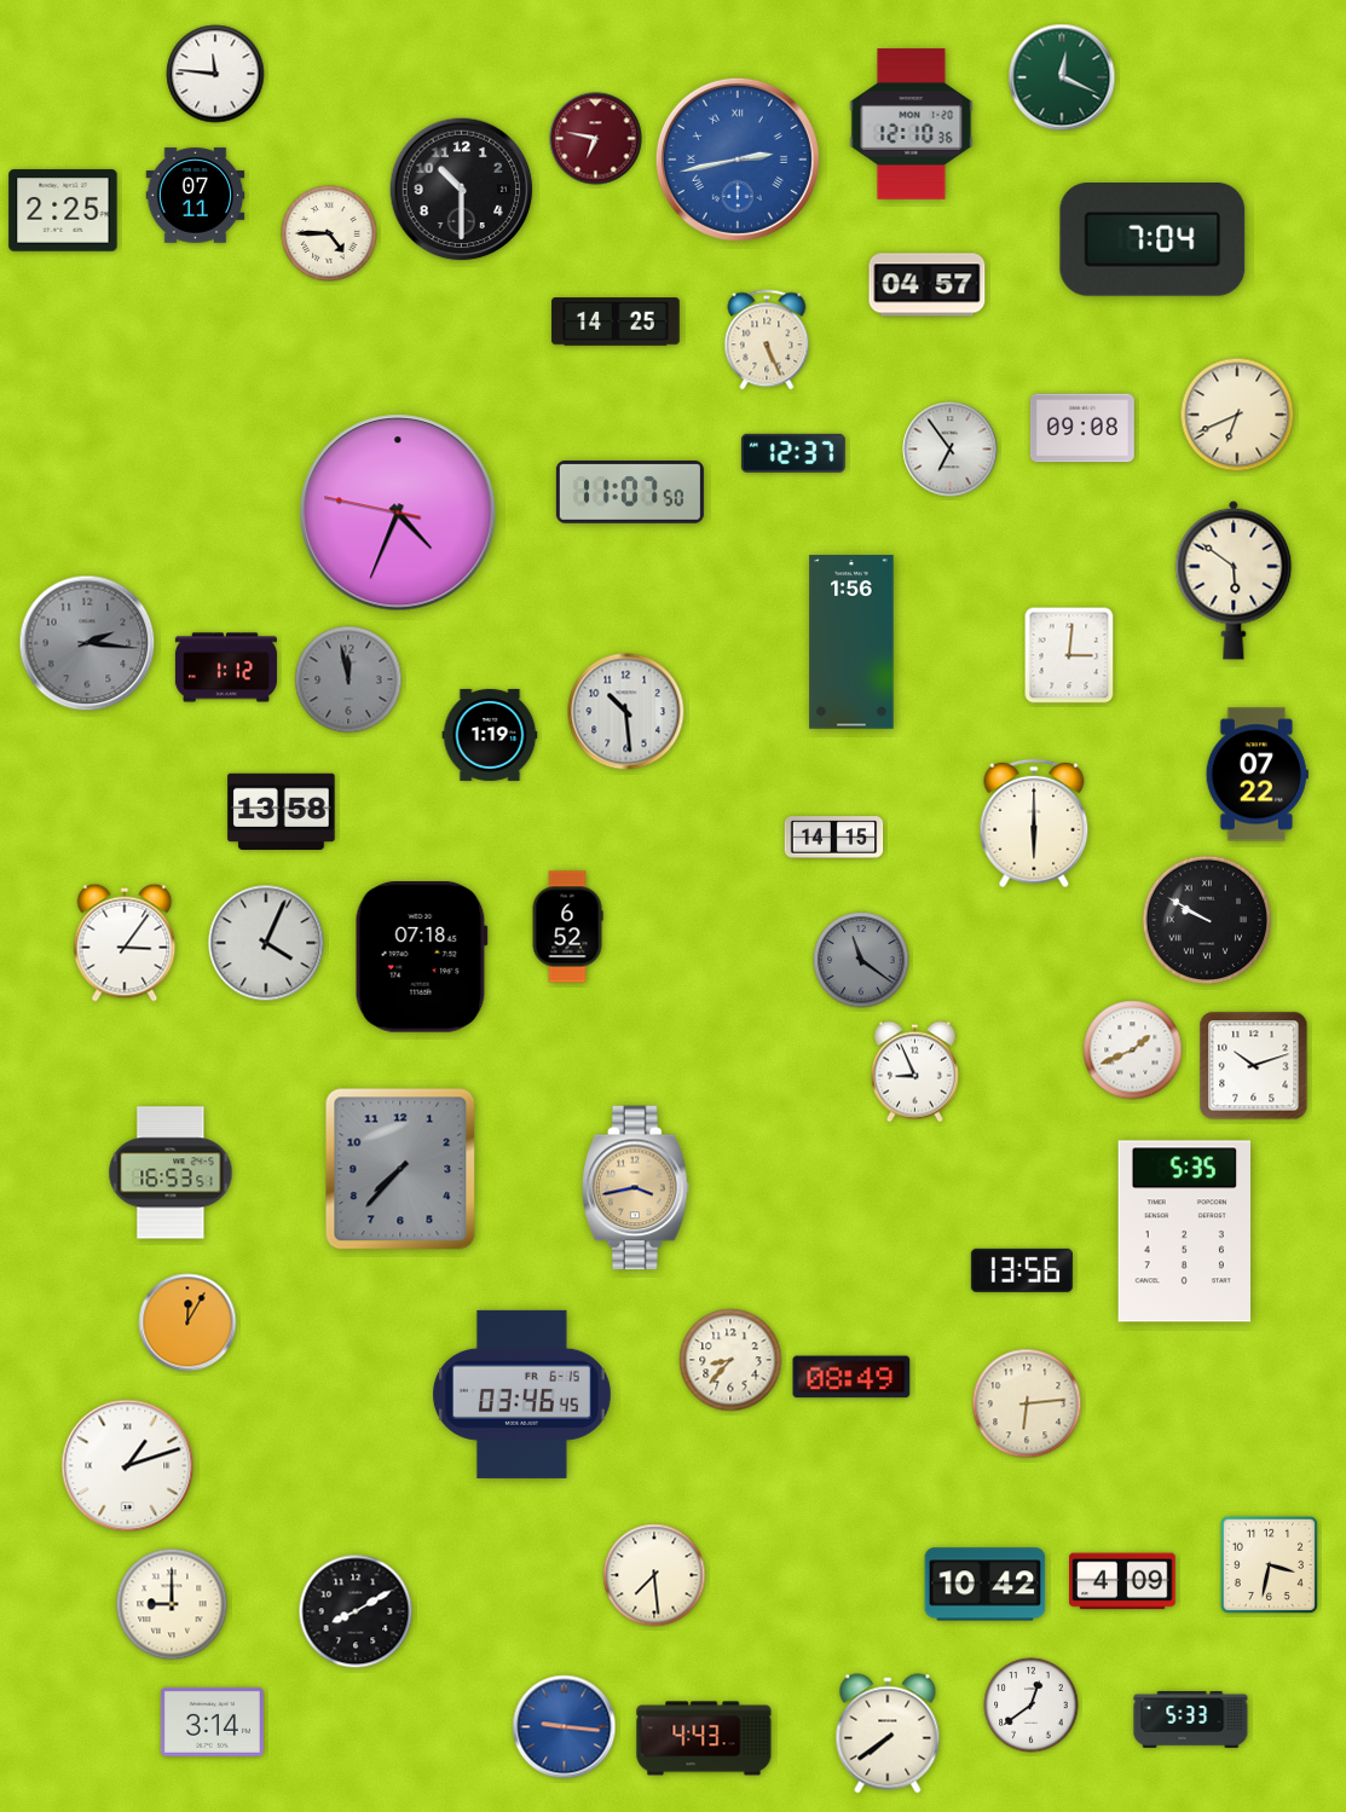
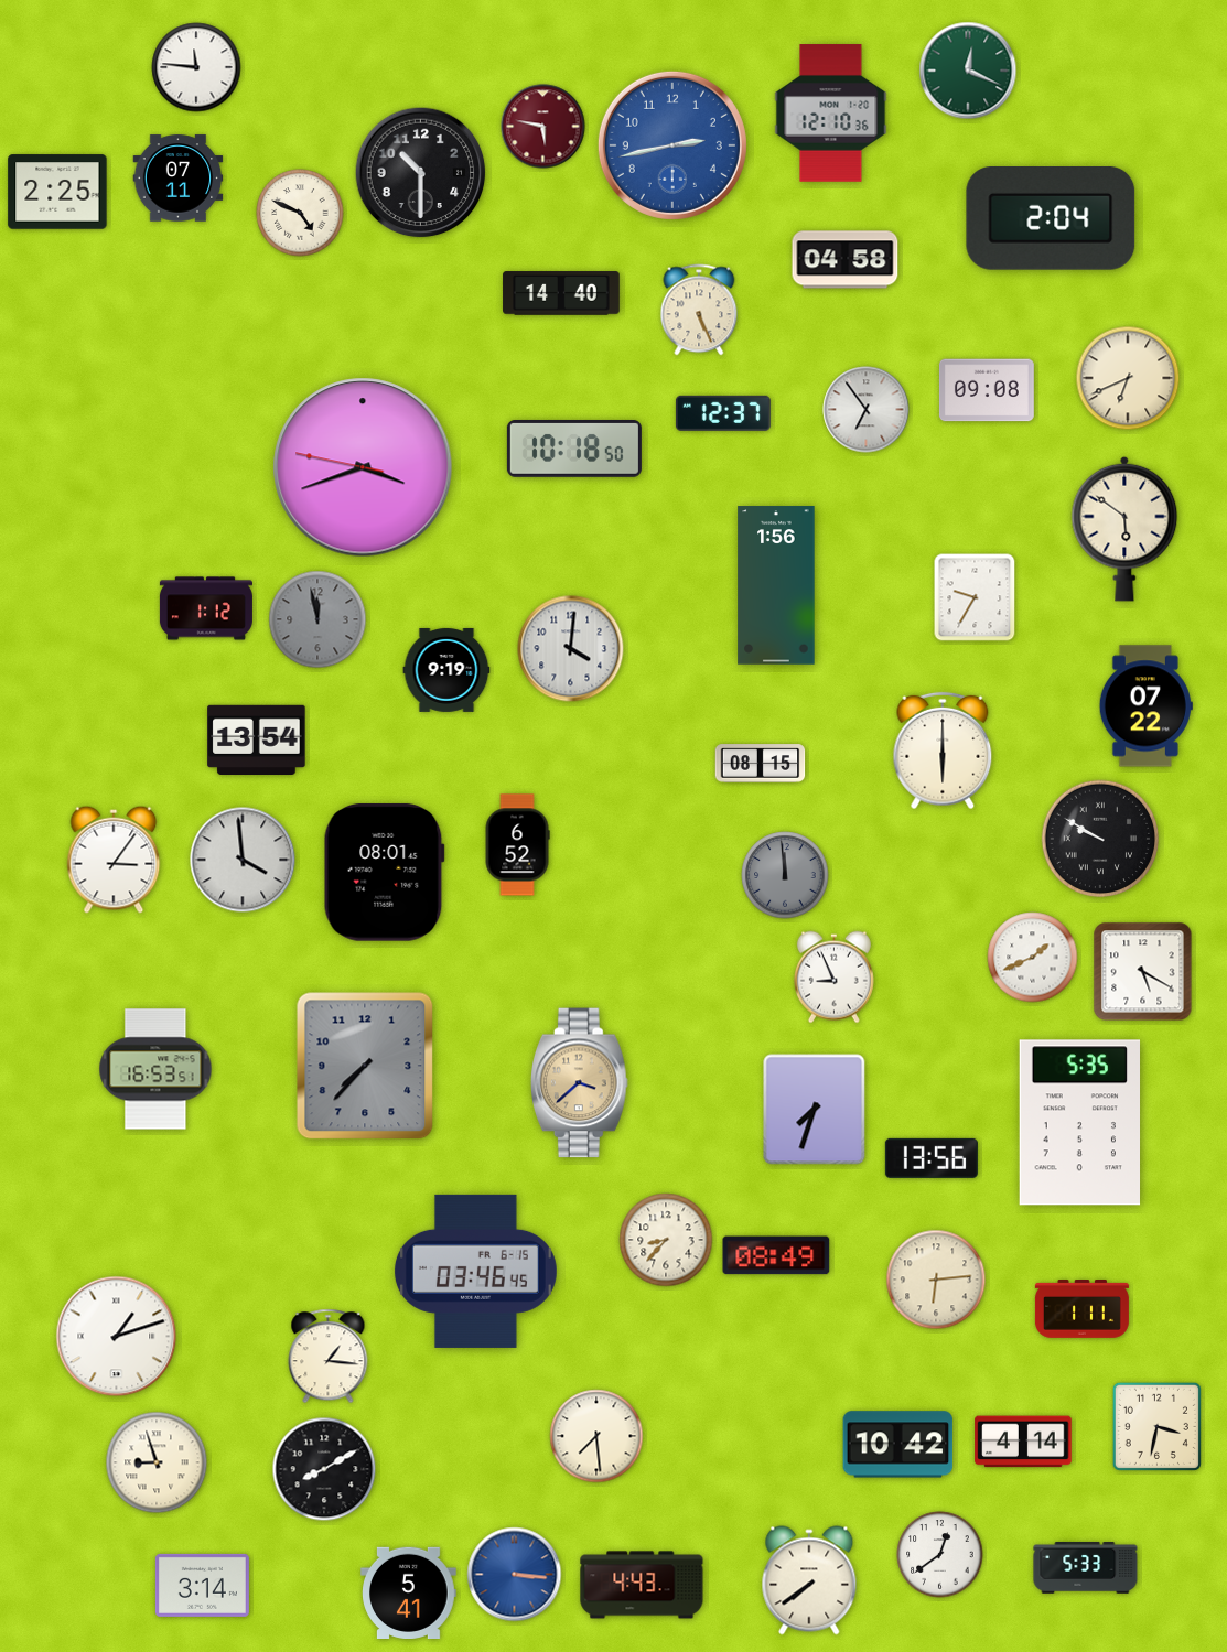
clock at (596, 139): 6:47 -> 5:47
clock at (738, 160) numerals: Roman -> Arabic
clock at (329, 233): 4:45 -> 4:49
clock at (1153, 241): 7:04 -> 2:04
clock at (928, 285): 04:57 -> 04:58
clock at (616, 322): 14:25 -> 14:40
clock at (630, 492): 11:07 -> 10:18
clock at (398, 513): 4:33 -> 3:41
clock at (87, 643): 2:16 -> none
clock at (1069, 655): 3:01 -> 9:35
clock at (626, 712): 10:29 -> 4:01
clock at (490, 735): 1:19 -> 9:19
clock at (282, 811): 13:58 -> 13:54
clock at (834, 838): 14:15 -> 08:15
clock at (266, 943): 4:04 -> 3:59
clock at (421, 956): 07:18 -> 08:01
clock at (861, 960): 11:21 -> 11:59
clock at (1254, 1066): 10:12 -> 5:20
clock at (636, 1188): 3:43 -> 3:38
clock at (815, 1110): none -> 7:33
clock at (187, 1322): 12:05 -> none
clock at (1081, 1309): none -> 1:11
clock at (329, 1357): none -> 1:16
clock at (1122, 1581): 4:09 -> 4:14
clock at (172, 1604): 9:00 -> 8:57
clock at (212, 1721) position: (212, 1721) -> (202, 1585)
clock at (565, 1727): 9:16 -> 3:16
clock at (409, 1592): none -> 5:41
